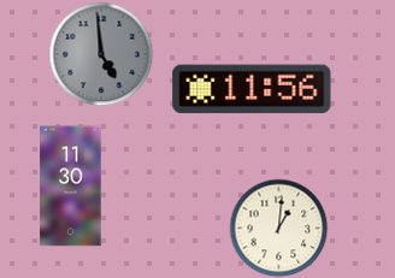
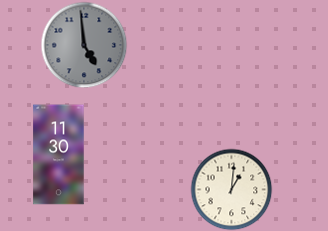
clock at (252, 89): 11:56 -> none
